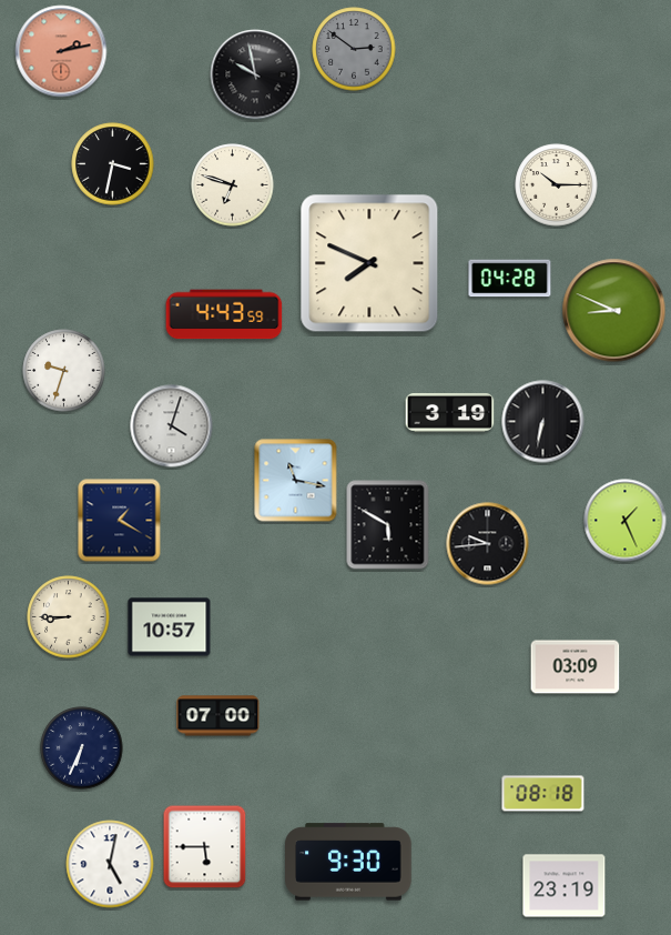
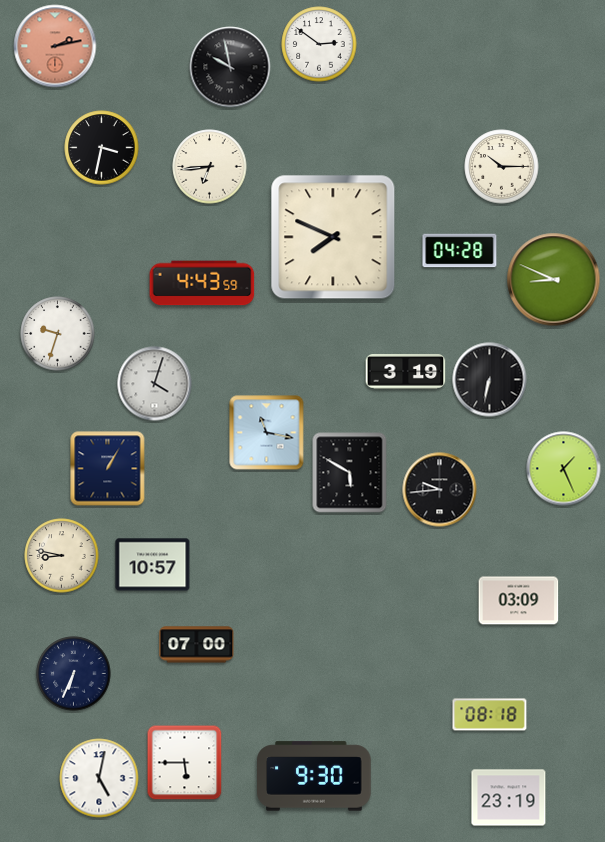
clock at (354, 49) dial: grey -> white
clock at (233, 185): 6:48 -> 6:44
clock at (120, 521): 1:20 -> 1:05
clock at (69, 617): 8:45 -> 8:47
